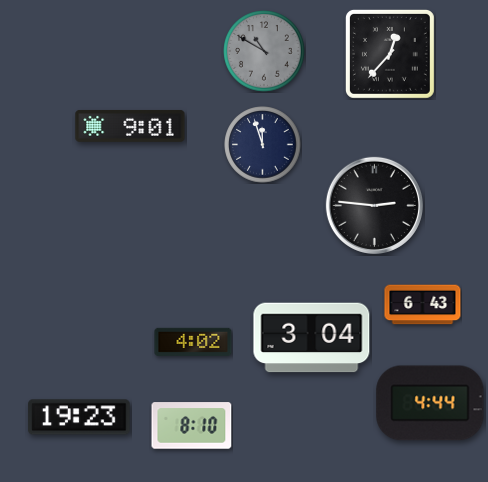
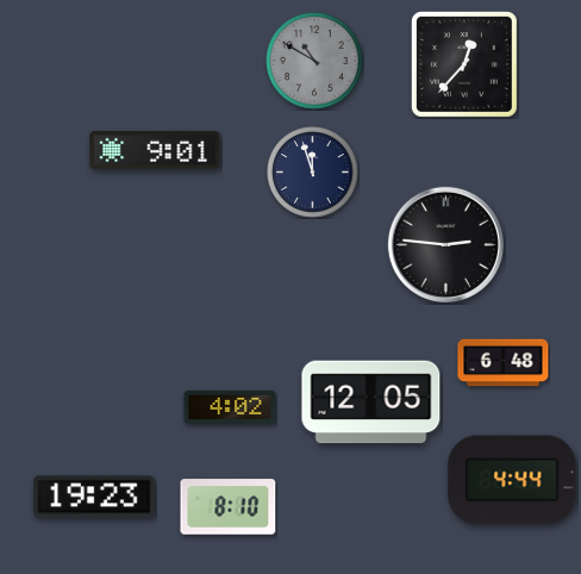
clock at (423, 305): 6:43 -> 6:48
clock at (312, 338): 3:04 -> 12:05
